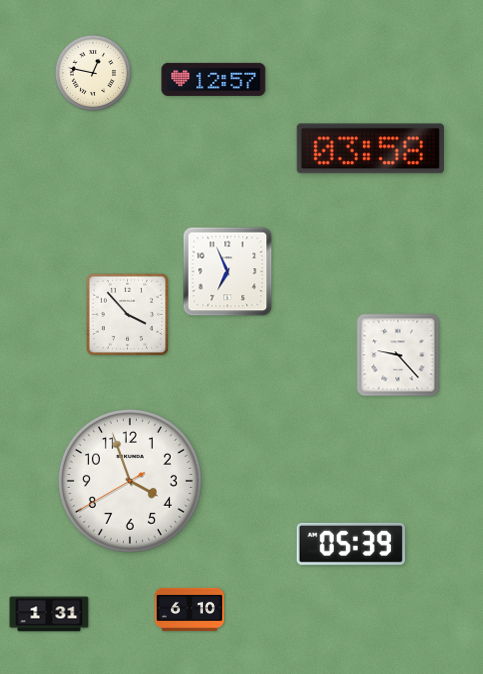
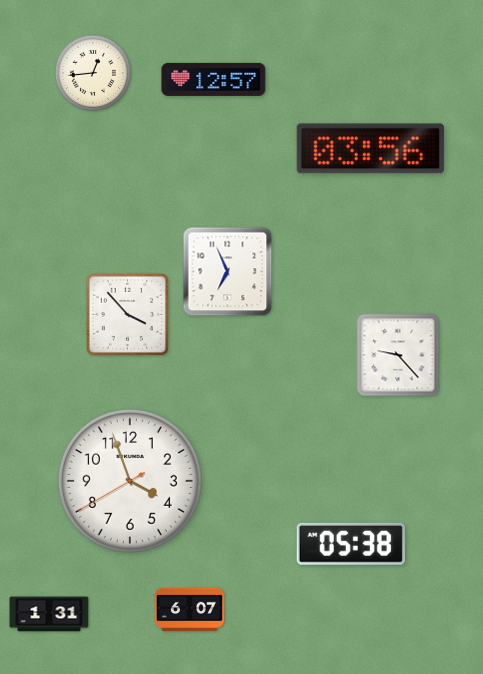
clock at (93, 73): 12:47 -> 12:44
clock at (370, 149): 03:58 -> 03:56
clock at (351, 544): 05:39 -> 05:38
clock at (190, 609): 6:10 -> 6:07
